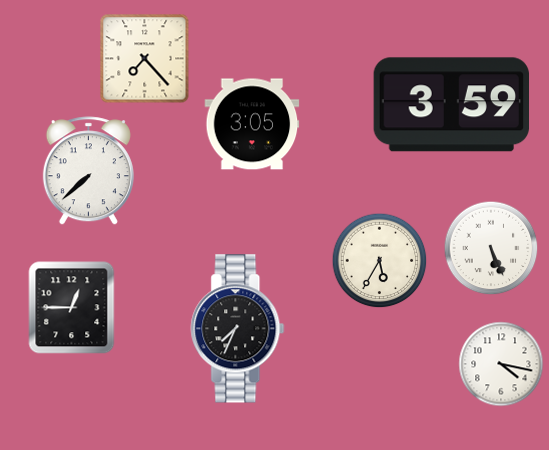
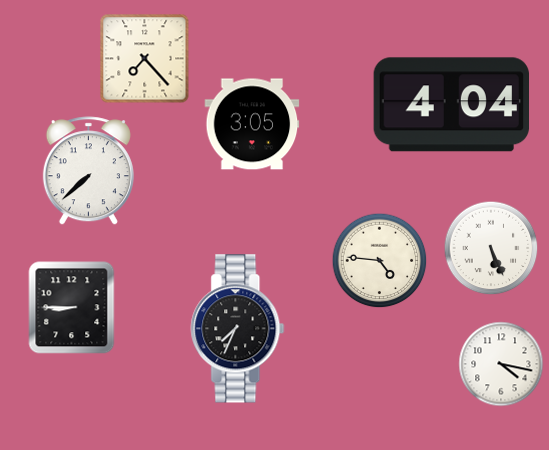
clock at (451, 105): 3:59 -> 4:04
clock at (380, 261): 5:35 -> 4:46
clock at (72, 308): 12:45 -> 8:45
